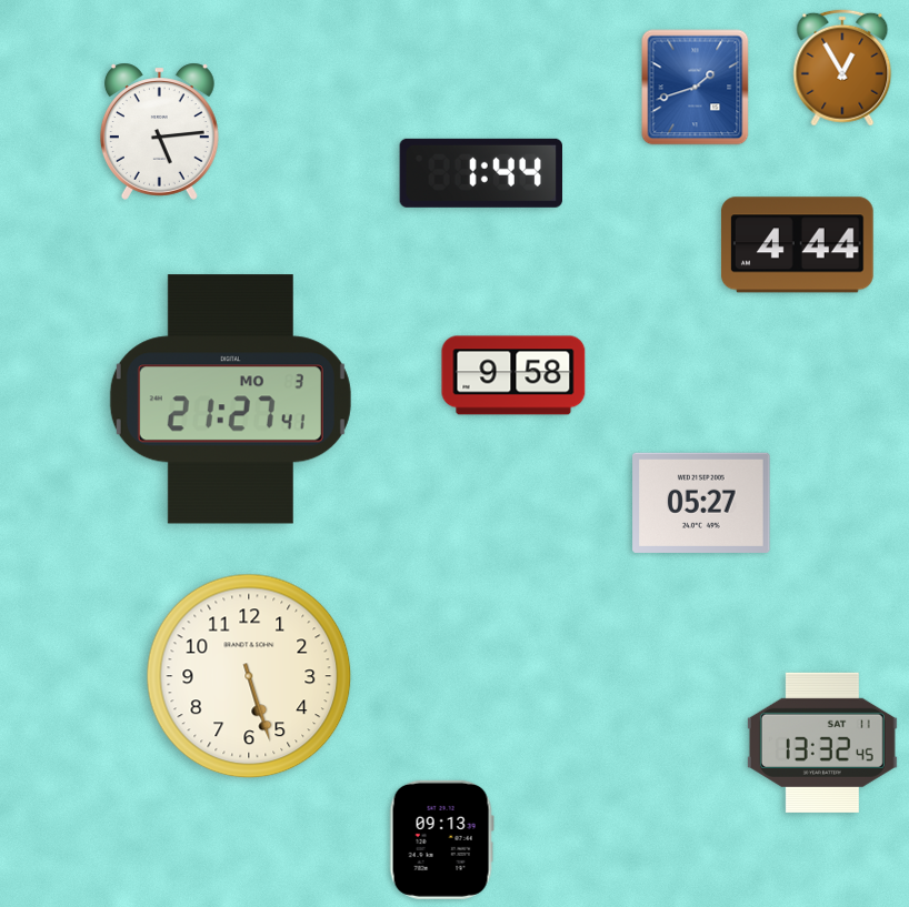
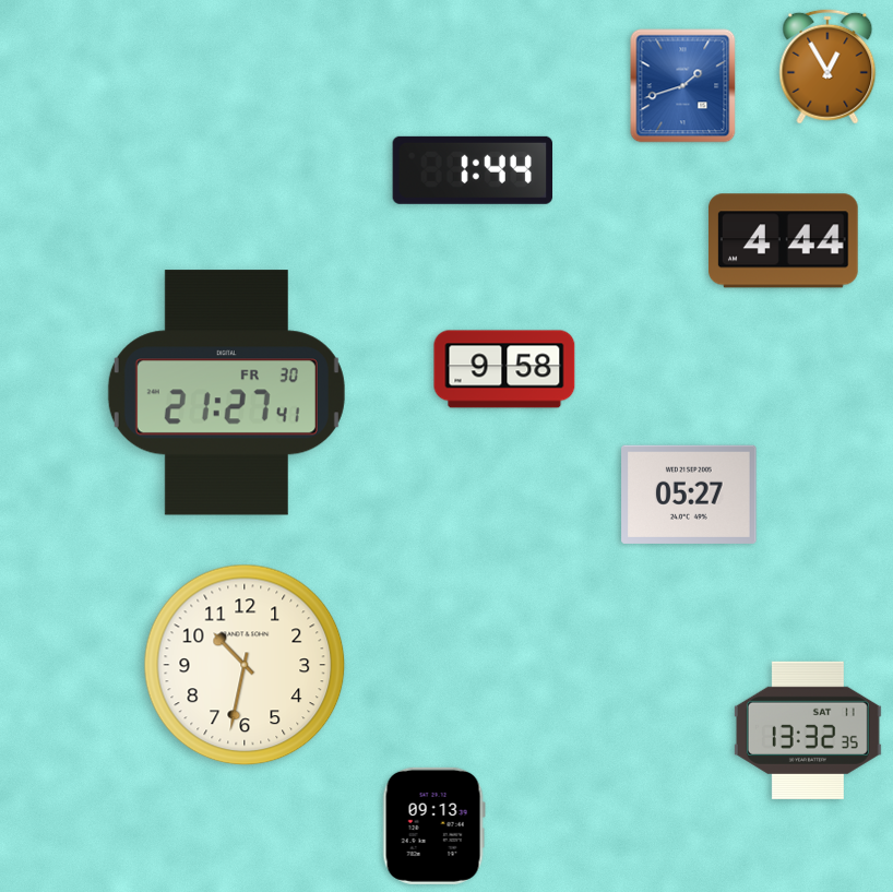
clock at (159, 131): 5:14 -> none
clock at (230, 400) date: MO 3 -> FR 30
clock at (249, 676): 5:27 -> 10:32
clock at (822, 743): 13:32:45 -> 13:32:35
